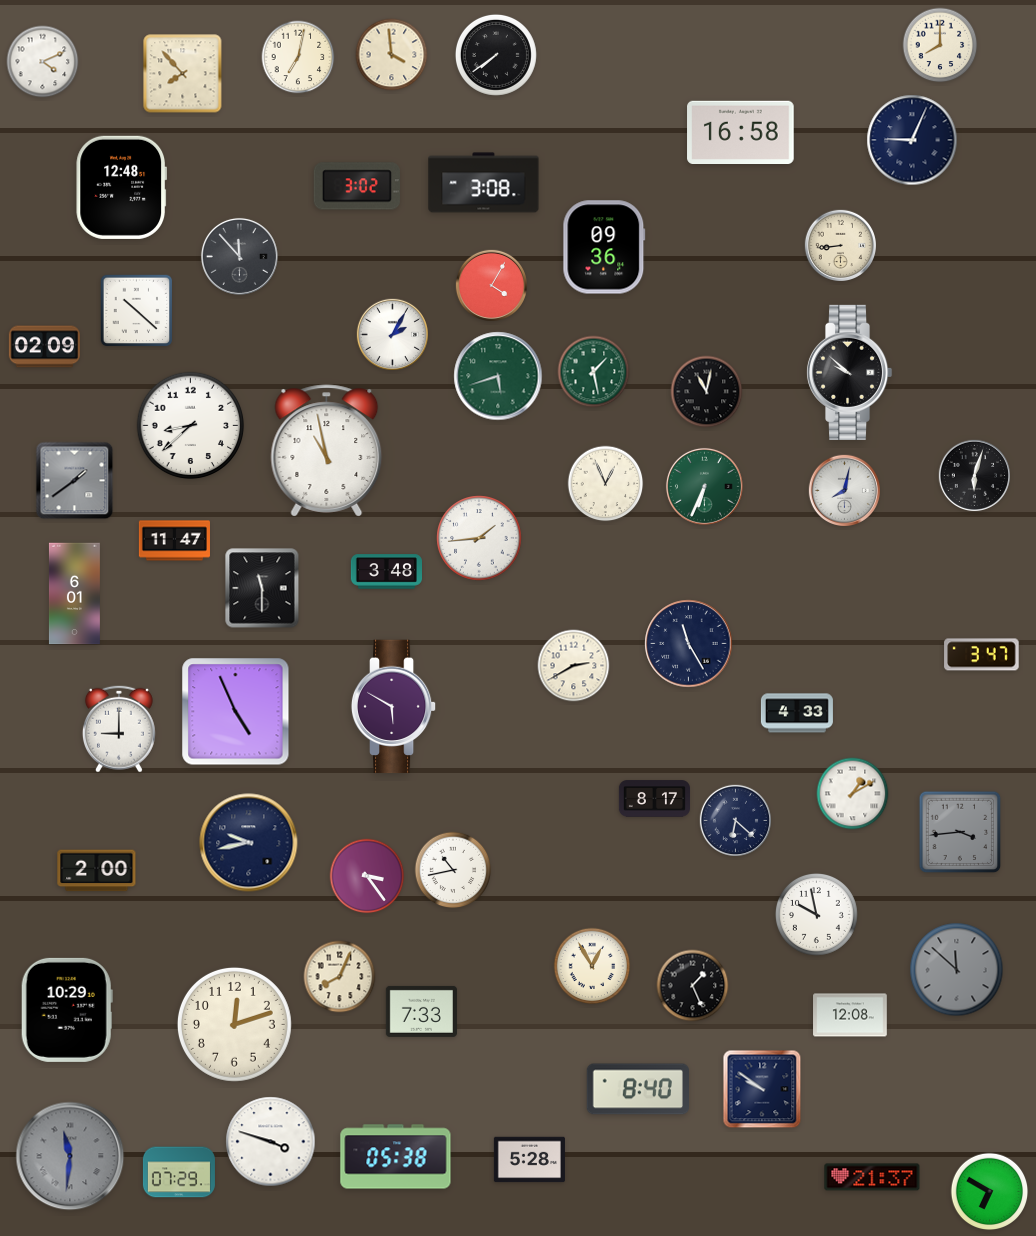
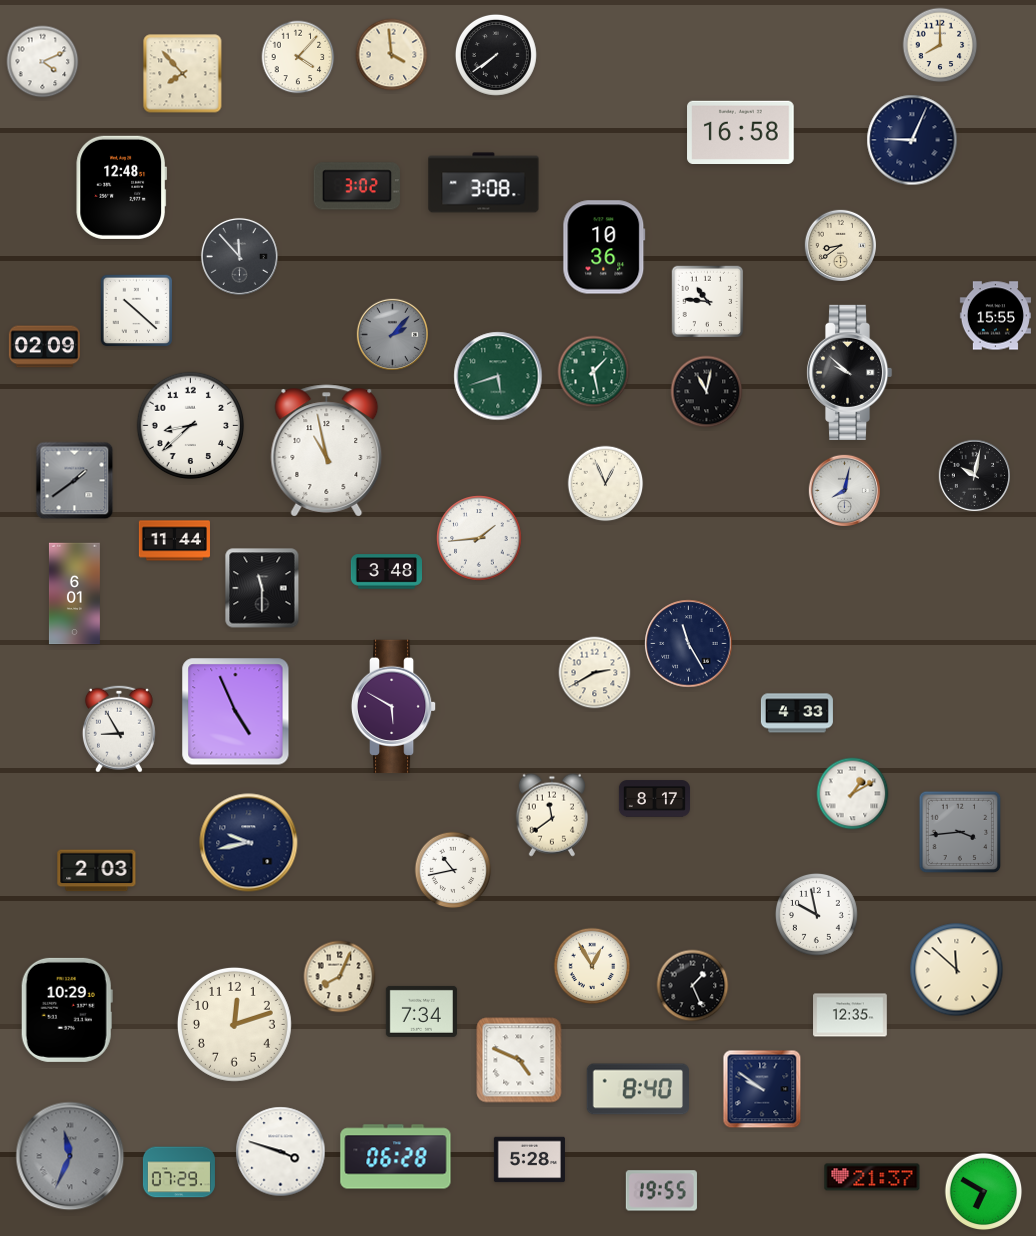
clock at (298, 57): 7:02 -> 4:07
clock at (840, 245): 8:44 -> 8:39
clock at (604, 247): 09:36 -> 10:36
clock at (491, 285): 4:05 -> none
clock at (708, 302): none -> 10:46
clock at (995, 316): none -> 15:55
clock at (392, 334): 2:05 -> 2:07
clock at (392, 334) dial: white -> grey
clock at (974, 475): 6:03 -> 10:02
clock at (704, 486): 6:34 -> none
clock at (174, 541): 11:47 -> 11:44
clock at (982, 655): 3:47 -> none
clock at (574, 666) position: (574, 666) -> (595, 673)
clock at (119, 729): 9:00 -> 8:55
clock at (552, 815): none -> 11:39
clock at (735, 820): 6:22 -> none
clock at (97, 871): 2:00 -> 2:03
clock at (367, 876): 3:24 -> none
clock at (957, 970) dial: grey -> cream
clock at (421, 1011): 7:33 -> 7:34
clock at (850, 1015): 12:08 -> 12:35
clock at (519, 1060): none -> 4:49
clock at (271, 1142) position: (271, 1142) -> (281, 1152)
clock at (70, 1156): 11:31 -> 11:34
clock at (396, 1157): 05:38 -> 06:28
clock at (661, 1191): none -> 19:55
clock at (990, 1192) position: (990, 1192) -> (984, 1192)
